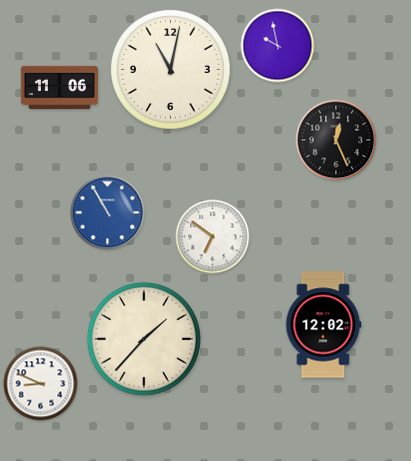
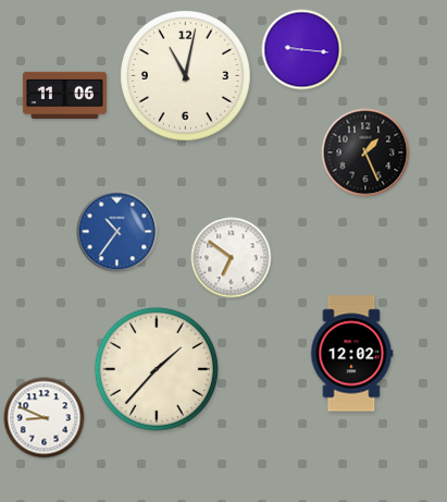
clock at (278, 46): 9:58 -> 9:16
clock at (336, 140): 12:26 -> 1:26
clock at (108, 213): 10:55 -> 10:36
